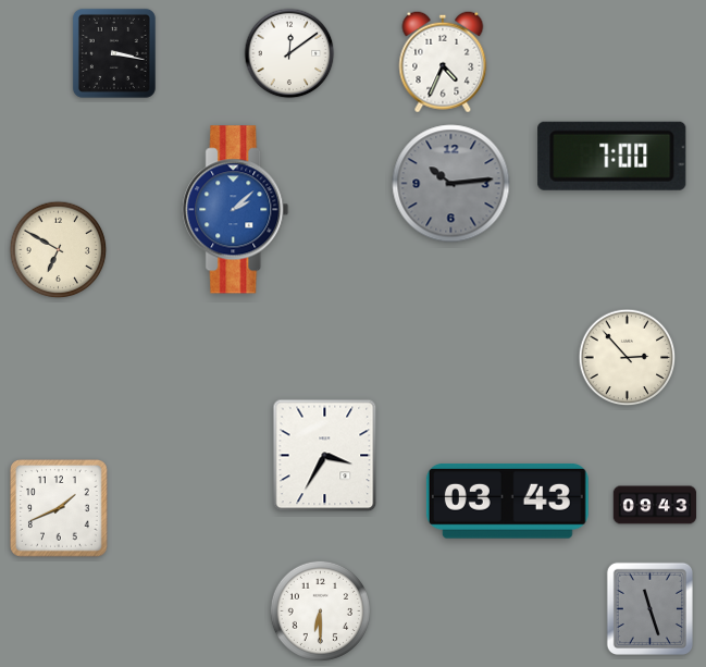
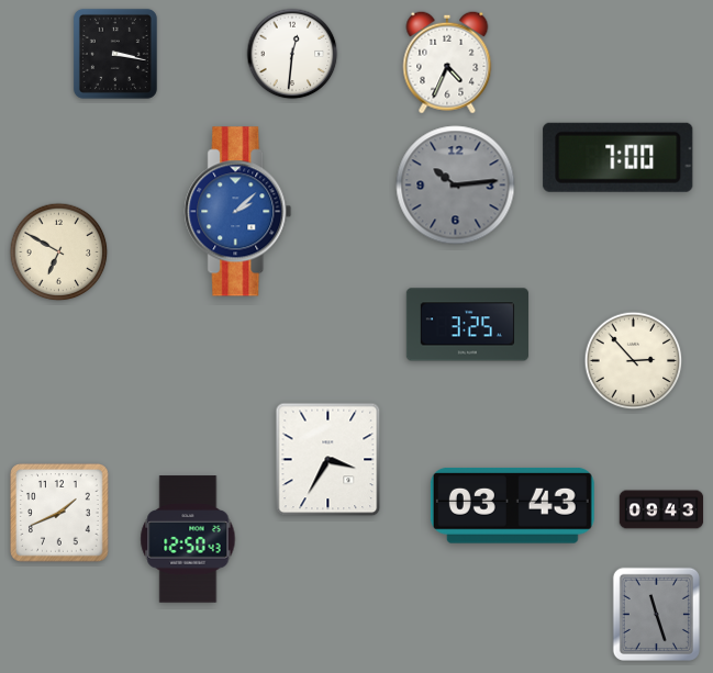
clock at (289, 53): 12:09 -> 12:31
clock at (467, 325): none -> 3:25
clock at (188, 539): none -> 12:50
clock at (320, 610): 6:30 -> none
